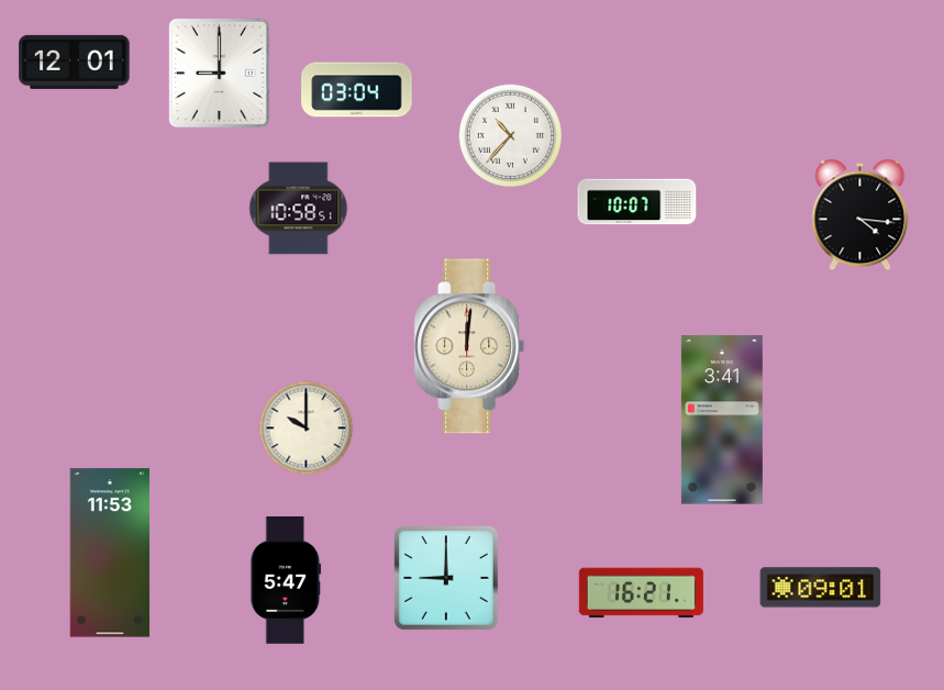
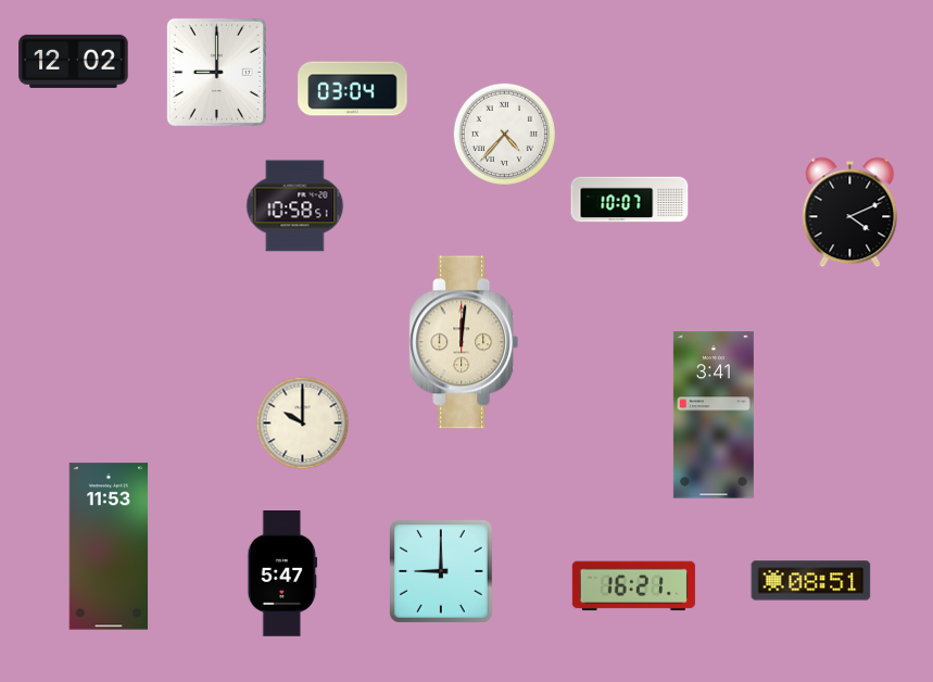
clock at (75, 62): 12:01 -> 12:02
clock at (510, 135): 10:37 -> 4:37
clock at (860, 215): 4:16 -> 4:11
clock at (821, 588): 09:01 -> 08:51
